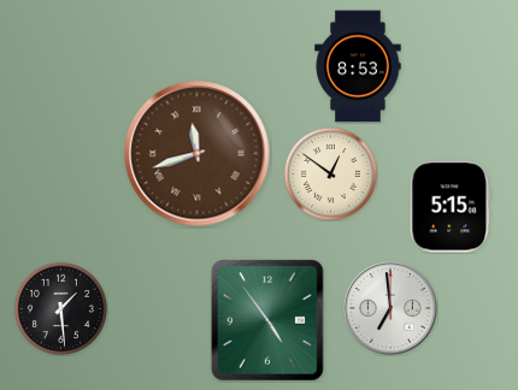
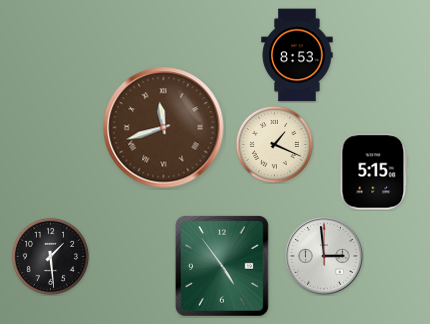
clock at (330, 173): 12:51 -> 1:19
clock at (392, 309): 6:59 -> 2:59
